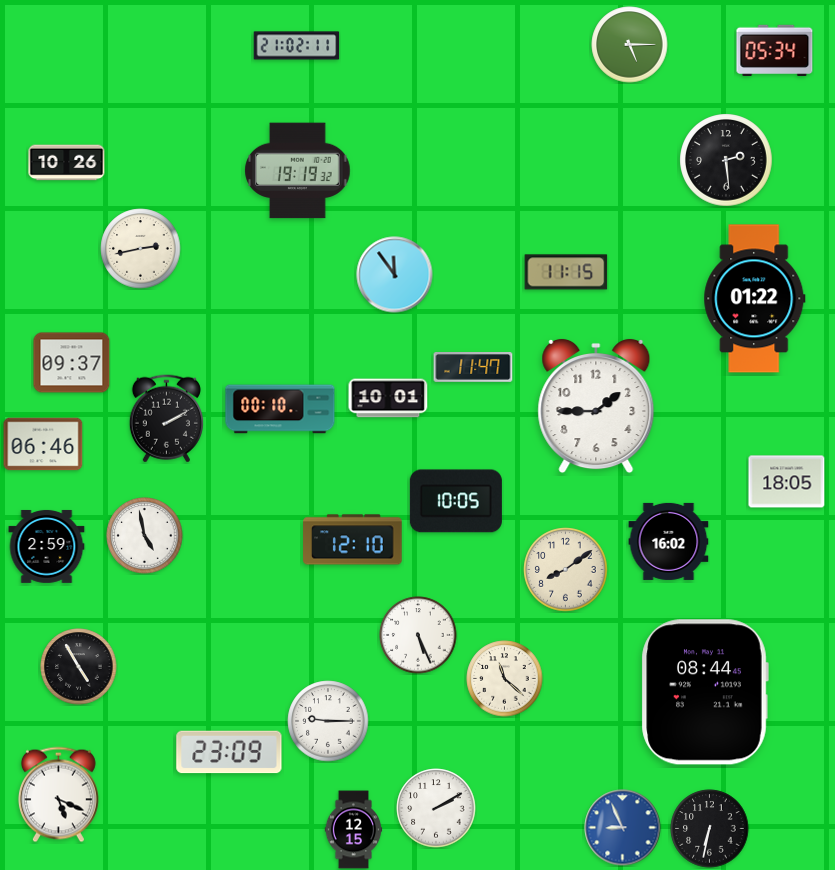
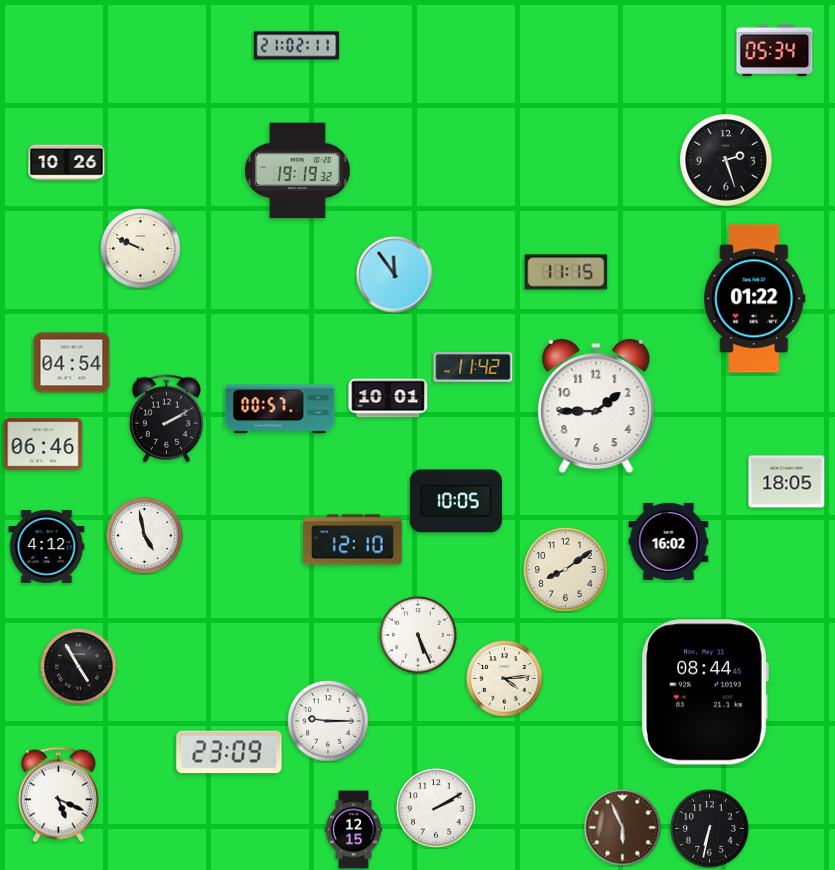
clock at (630, 45): 5:15 -> none
clock at (726, 160): 2:29 -> 2:27
clock at (141, 249): 2:43 -> 9:49
clock at (72, 363): 09:37 -> 04:54
clock at (473, 368): 11:47 -> 11:42
clock at (280, 409): 00:10 -> 00:57
clock at (47, 546): 2:59 -> 4:12
clock at (505, 679): 11:22 -> 4:14
clock at (623, 828): 8:56 -> 5:56
clock at (623, 828) dial: blue -> brown
